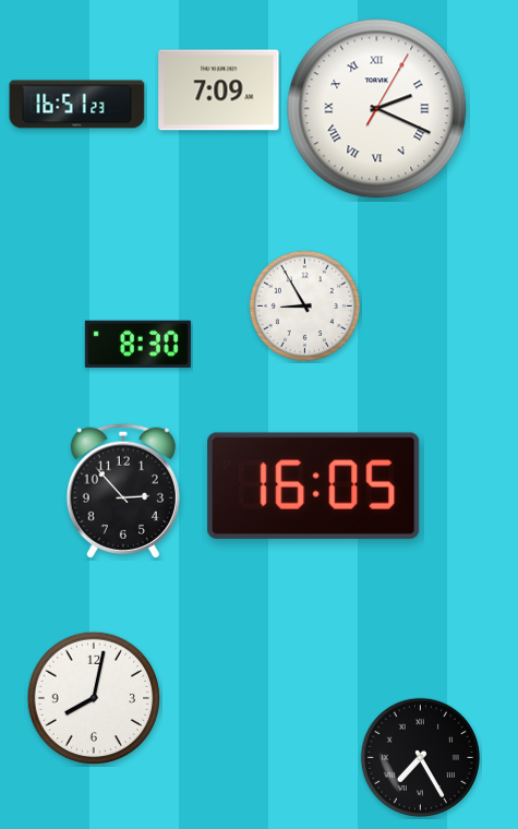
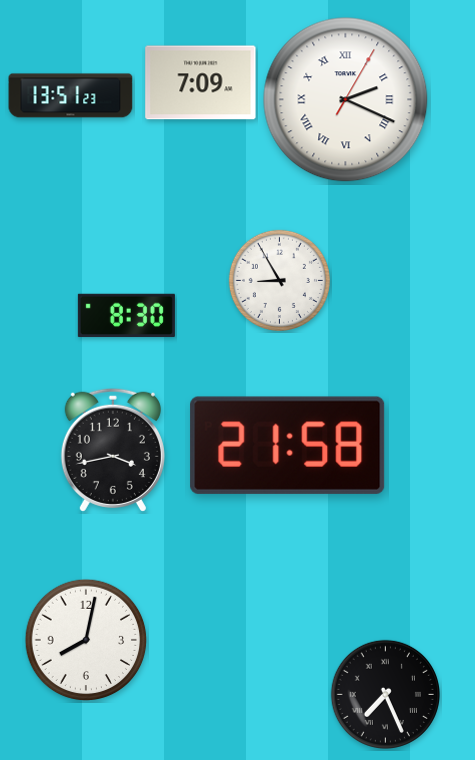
clock at (77, 105): 16:51 -> 13:51
clock at (314, 485): 16:05 -> 21:58
clock at (123, 491): 2:53 -> 3:43
clock at (420, 757): 7:25 -> 7:26
